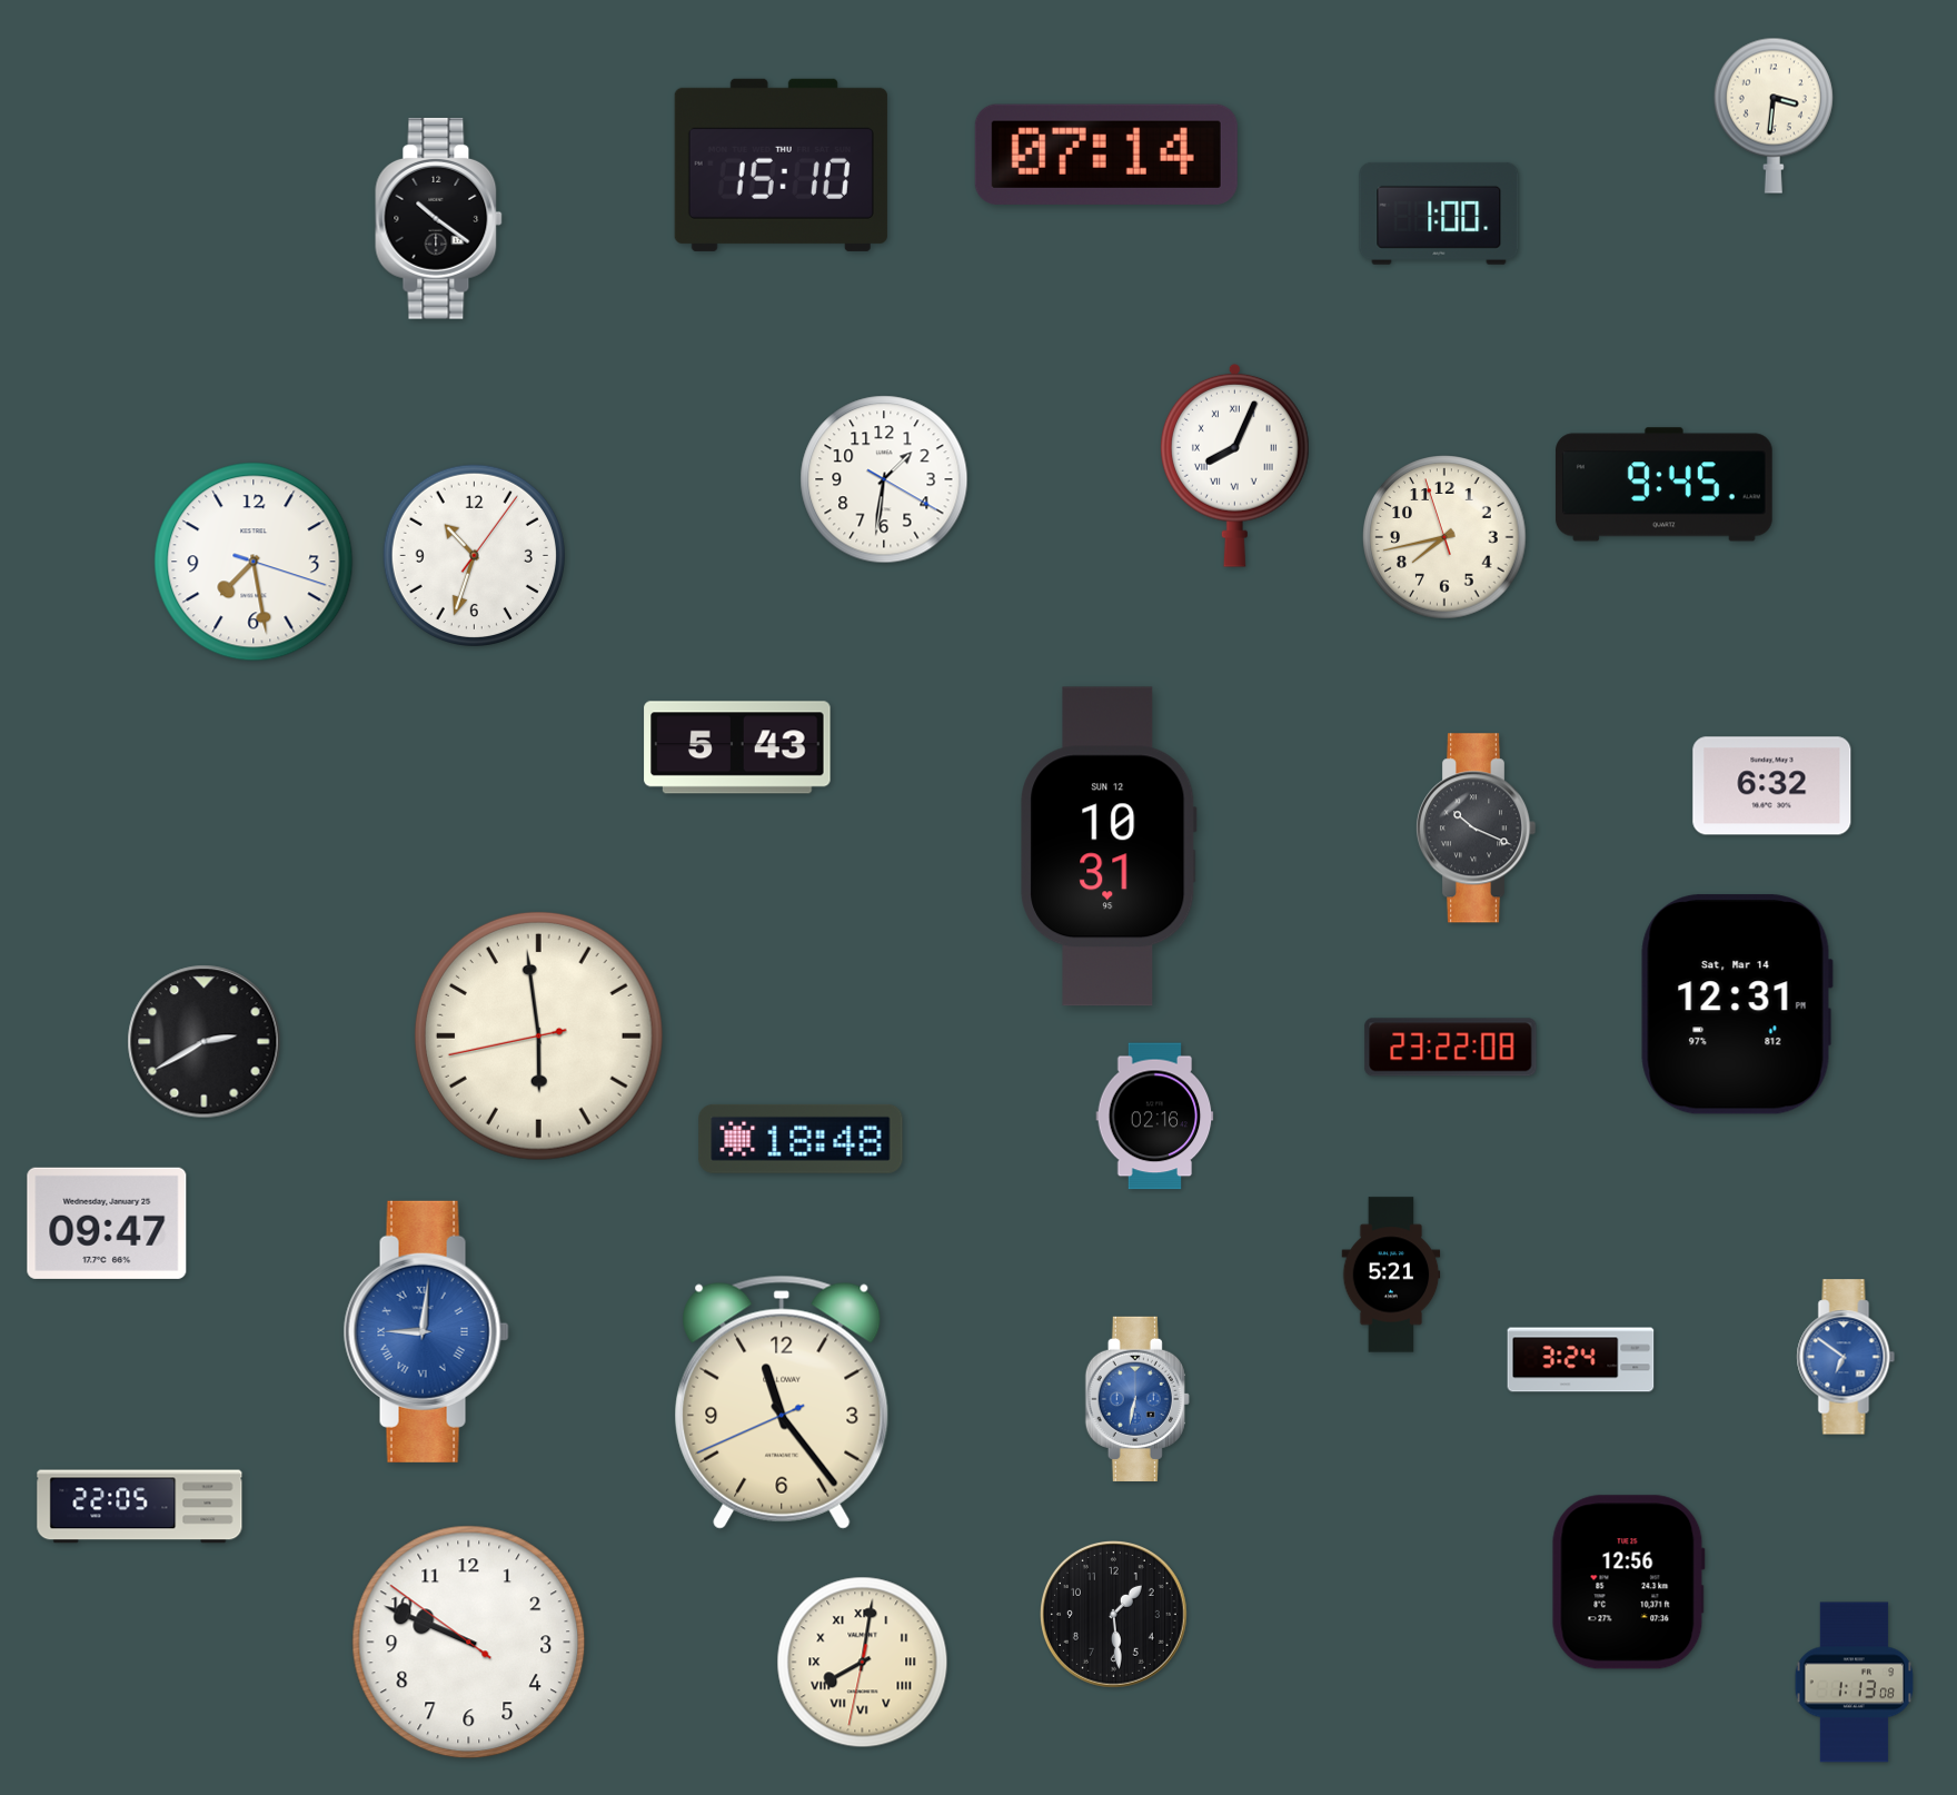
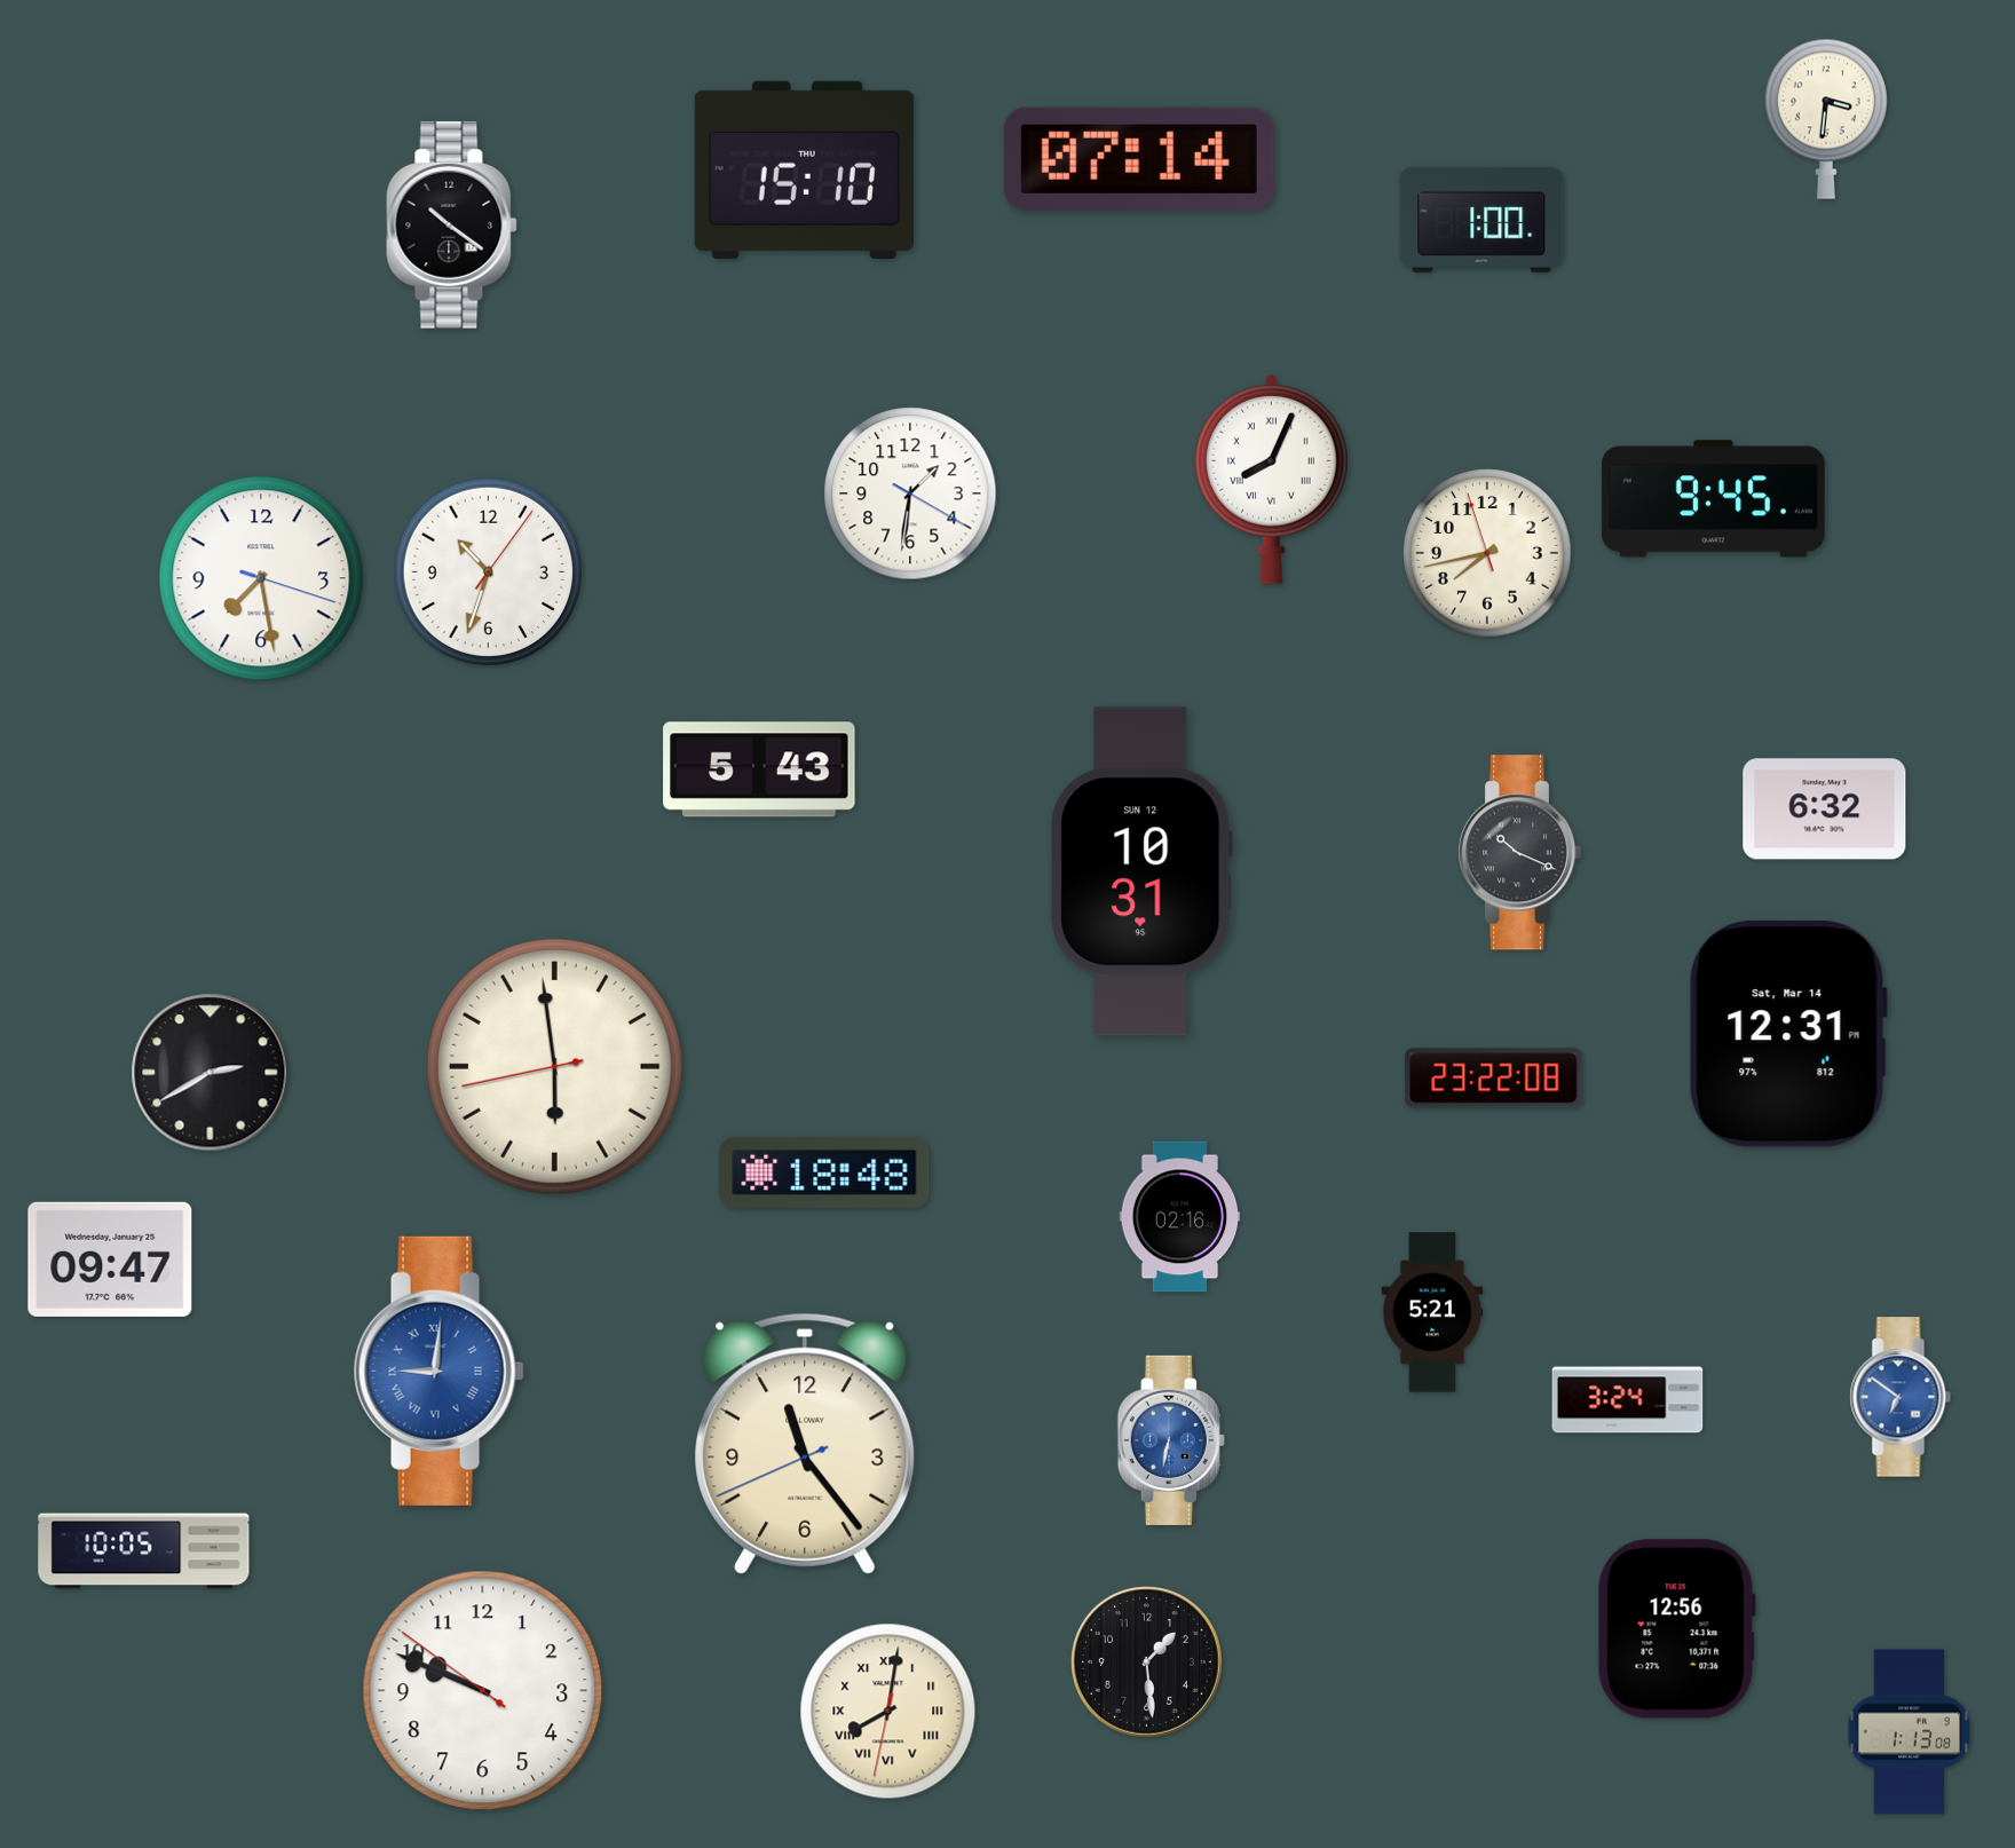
clock at (1155, 1117) position: (1155, 1117) -> (1180, 1217)
clock at (140, 1507): 22:05 -> 10:05
